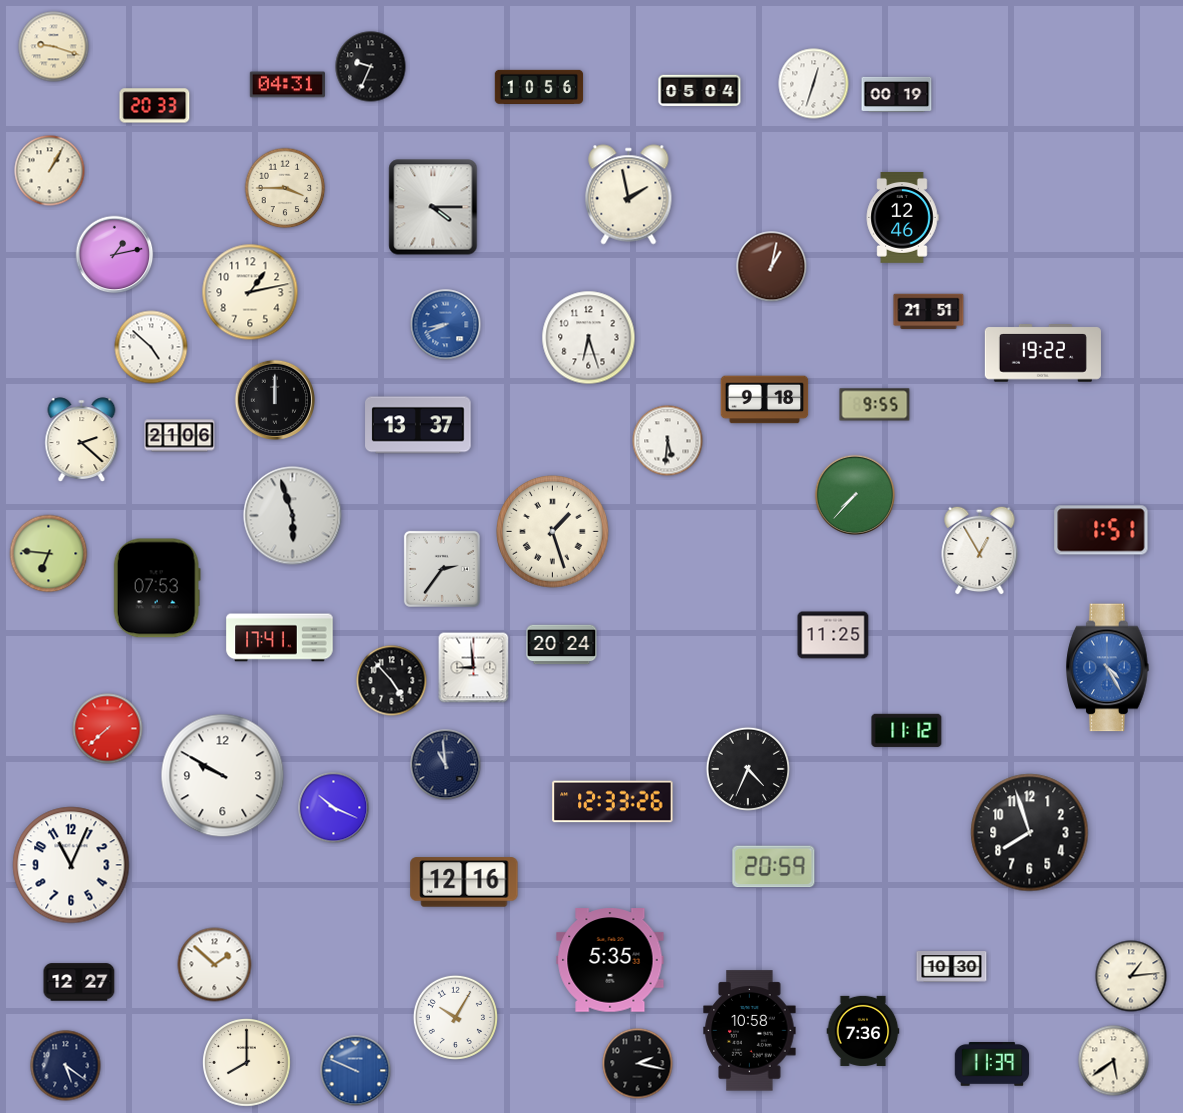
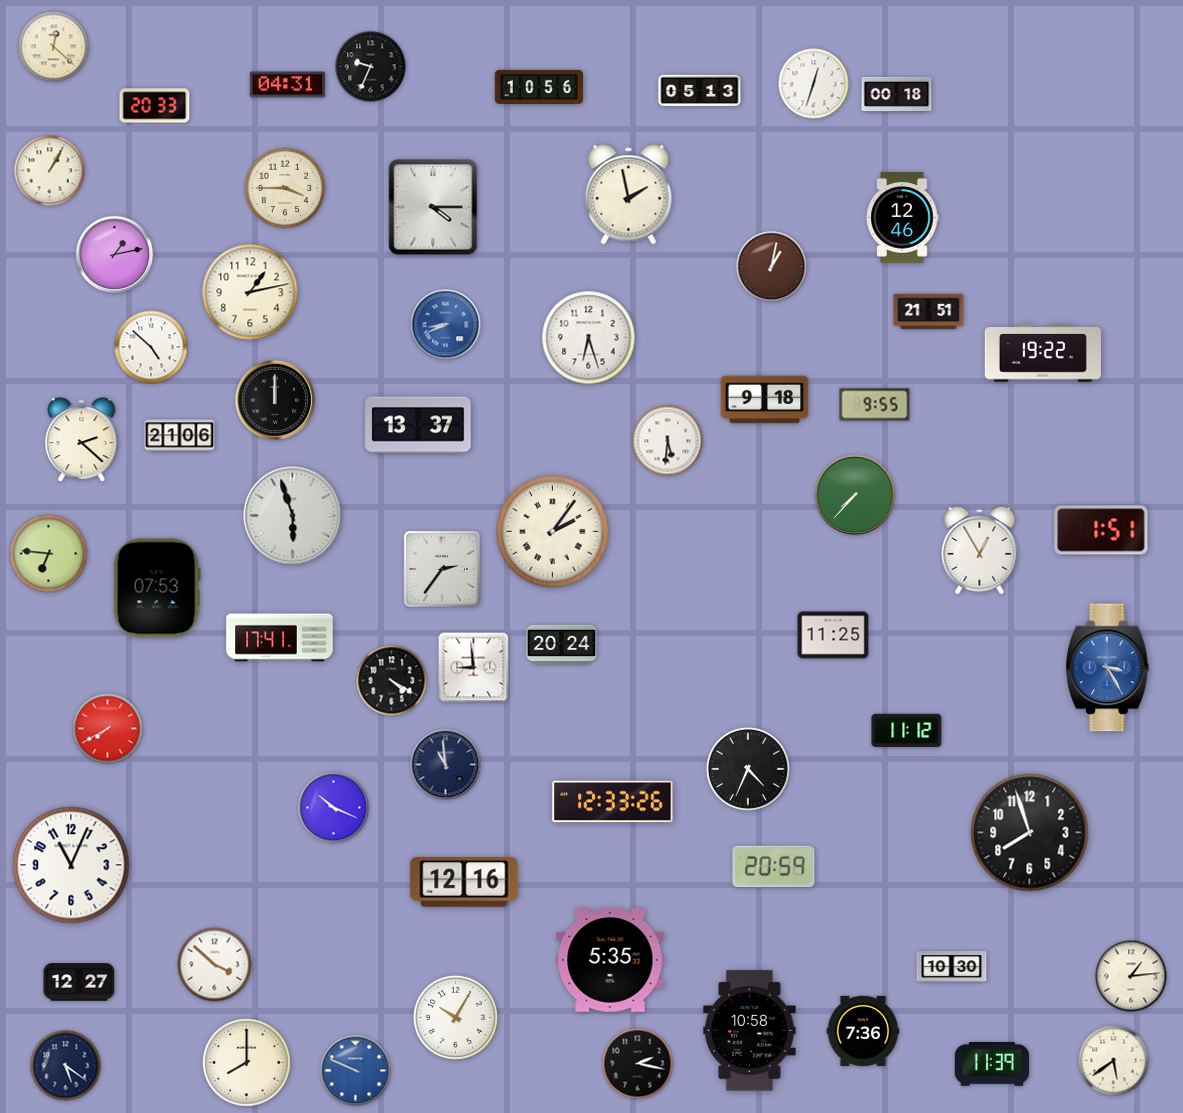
clock at (54, 47): 9:18 -> 12:22
clock at (700, 91): 05:04 -> 05:13
clock at (897, 94): 00:19 -> 00:18
clock at (553, 532): 1:27 -> 2:06
clock at (1108, 668): 4:25 -> 3:25
clock at (392, 681): 4:53 -> 4:20
clock at (108, 729): 7:38 -> 7:40
clock at (223, 776): 9:50 -> none
clock at (215, 965): 1:52 -> 3:52
